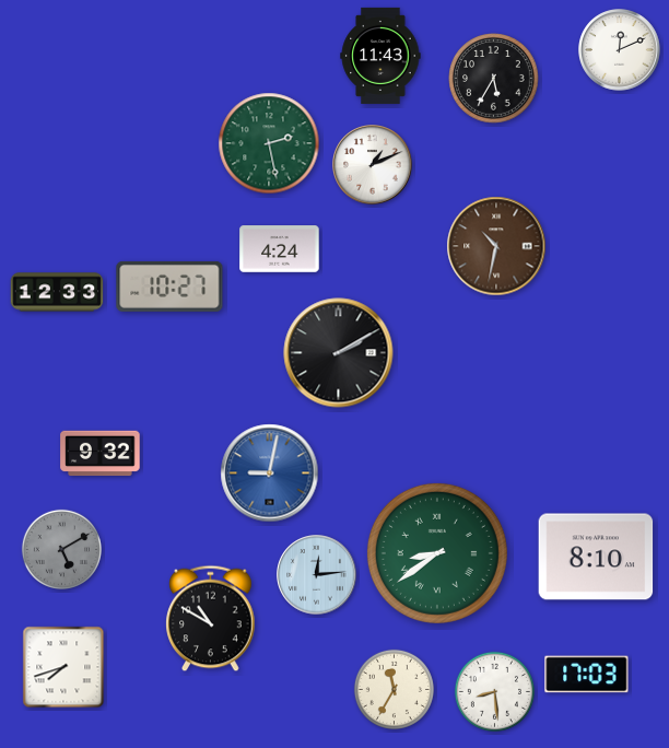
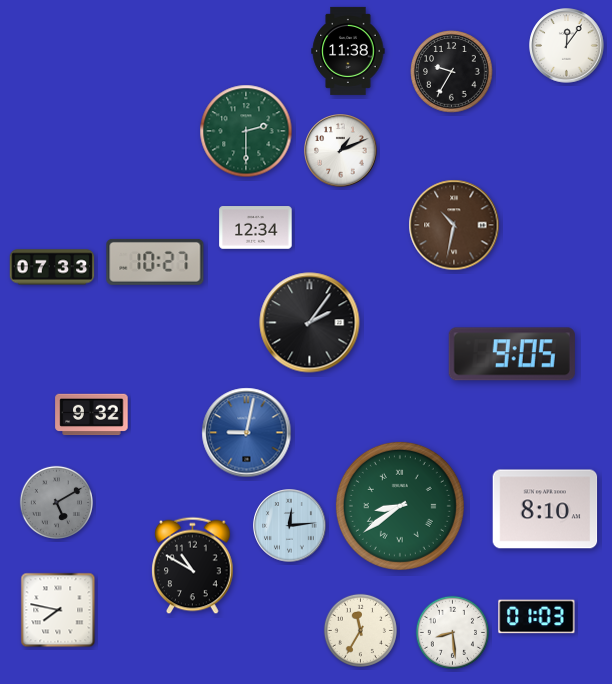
clock at (620, 50): 12:11 -> 12:06
clock at (380, 56): 11:43 -> 11:38
clock at (494, 79): 5:35 -> 9:35
clock at (269, 143): 2:28 -> 2:30
clock at (280, 249): 4:24 -> 12:34
clock at (57, 292): 12:33 -> 07:33
clock at (339, 353): 2:10 -> 2:06
clock at (512, 354): none -> 9:05
clock at (63, 667): 7:42 -> 7:47
clock at (587, 675): 17:03 -> 01:03
